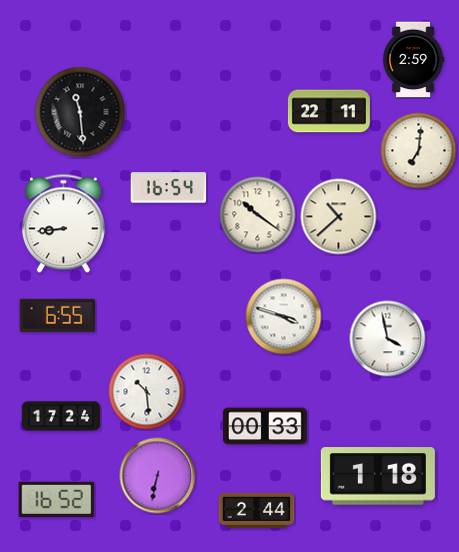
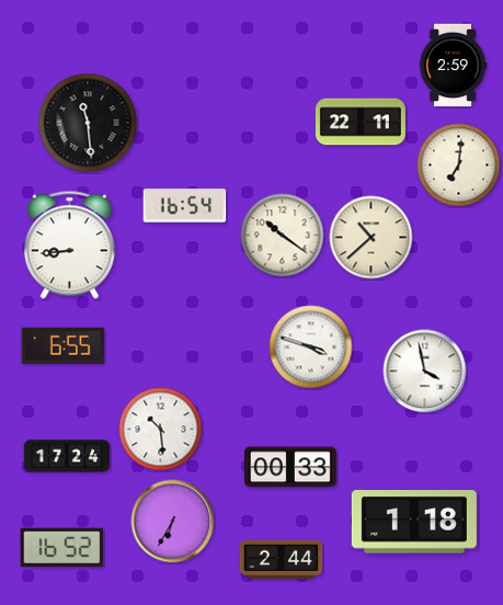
clock at (158, 476): 6:32 -> 6:35
